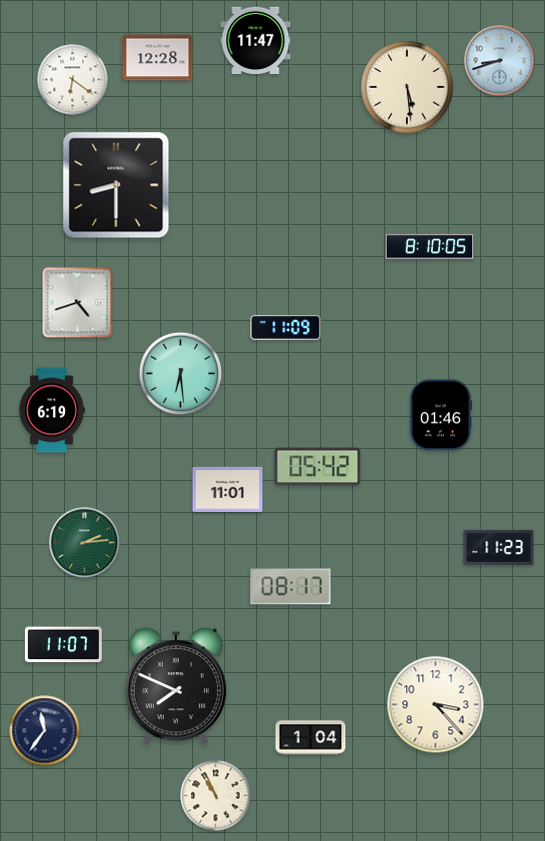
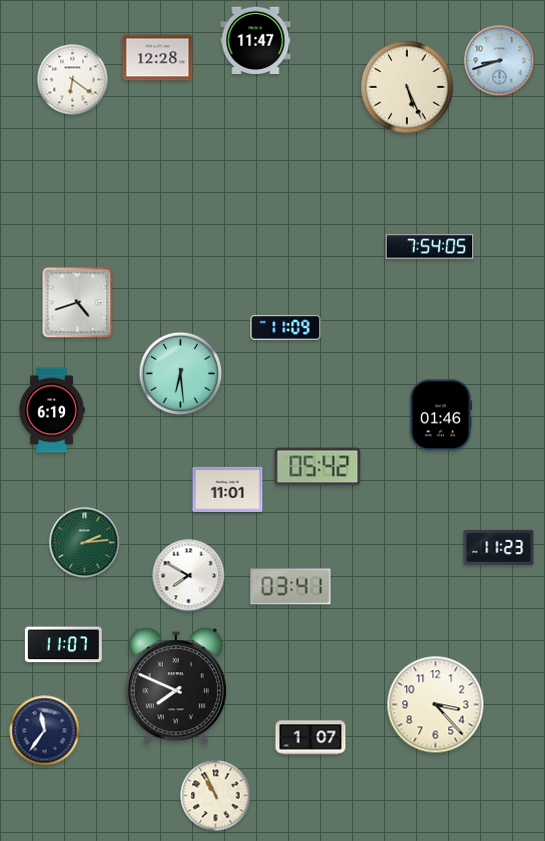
clock at (407, 87): 5:29 -> 5:26
clock at (116, 185): 8:30 -> none
clock at (430, 247): 8:10 -> 7:54
clock at (189, 576): none -> 7:50
clock at (291, 587): 08:17 -> 03:41
clock at (311, 738): 1:04 -> 1:07
